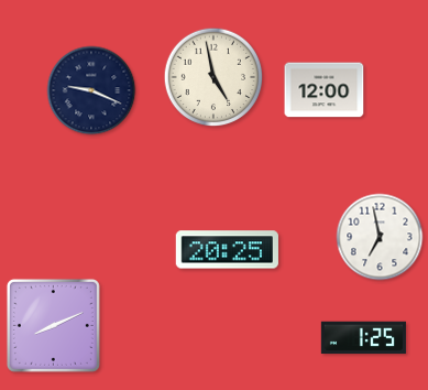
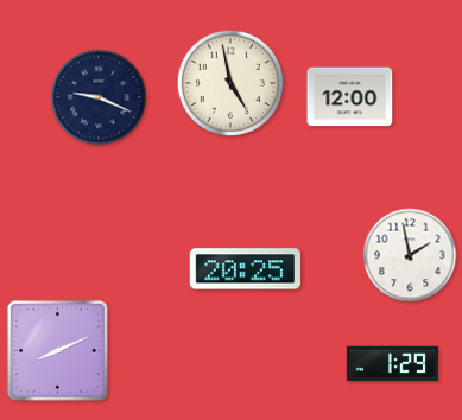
clock at (380, 237): 6:58 -> 1:58
clock at (363, 338): 1:25 -> 1:29
